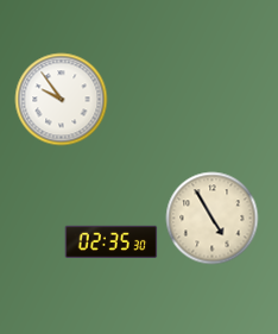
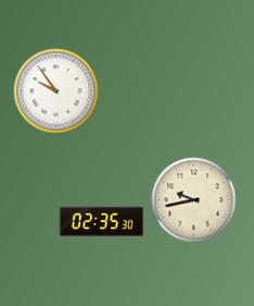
clock at (211, 218): 4:55 -> 9:43
